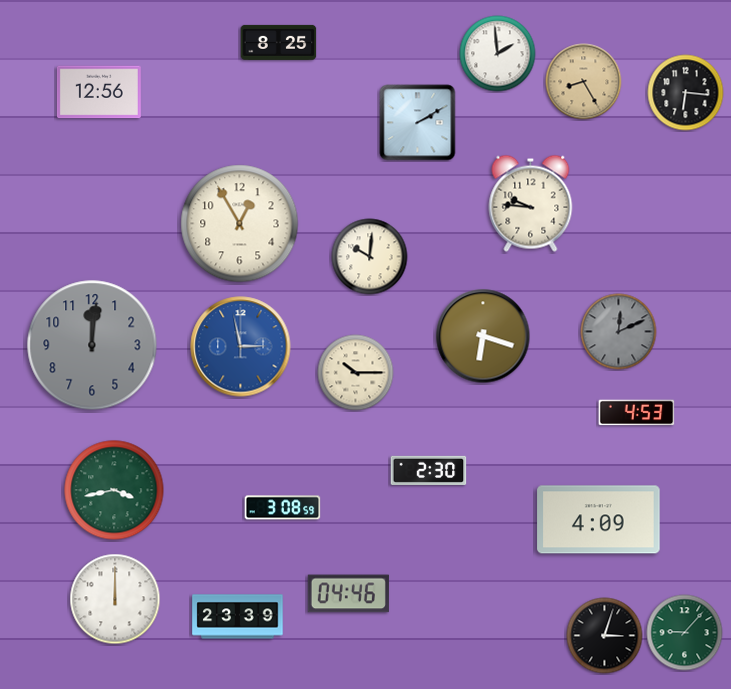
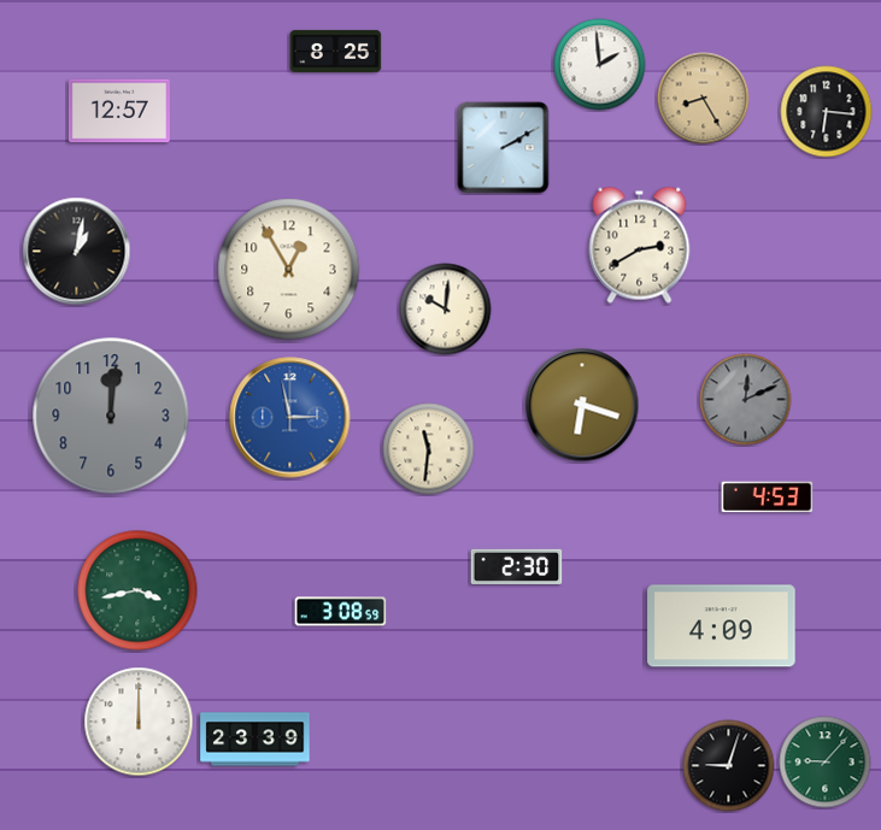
clock at (99, 92): 12:56 -> 12:57
clock at (531, 203): 9:46 -> 2:40
clock at (77, 252): none -> 1:02
clock at (356, 373): 10:15 -> 11:31
clock at (348, 594): 04:46 -> none
clock at (238, 617) position: (238, 617) -> (256, 740)
clock at (605, 636): 3:03 -> 9:03
